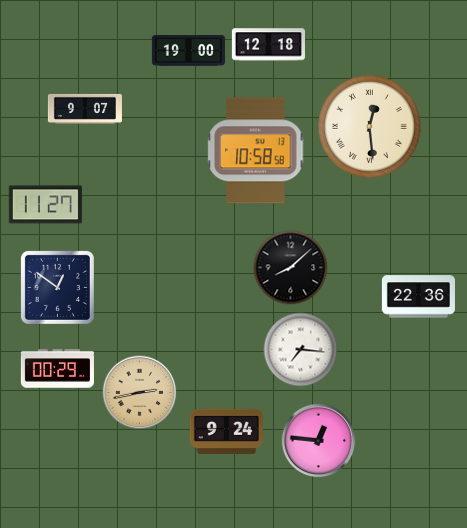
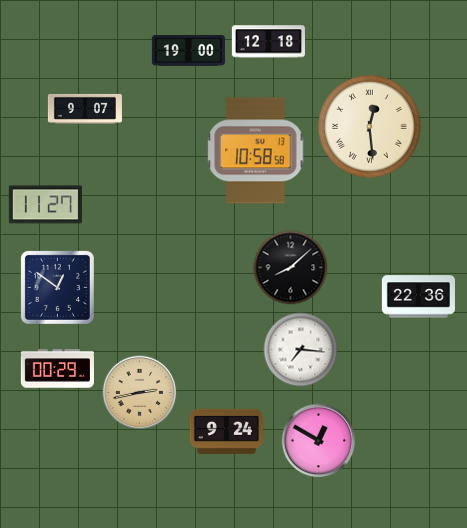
clock at (268, 45) position: (268, 45) -> (268, 42)
clock at (319, 441): 12:46 -> 12:50
